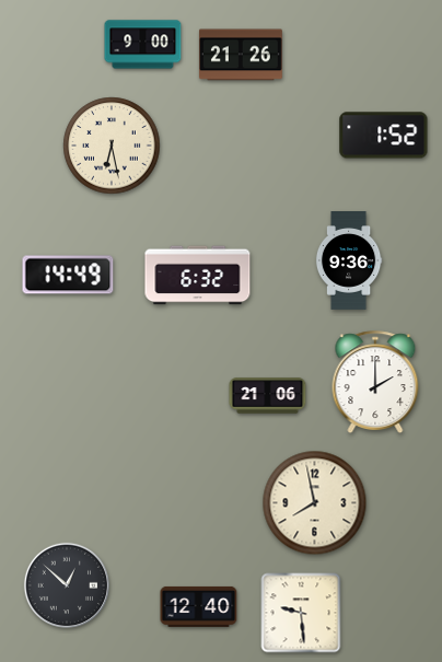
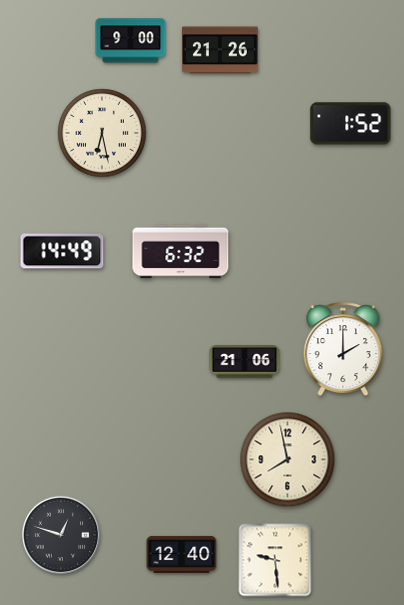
clock at (349, 262): 9:36 -> none
clock at (66, 584): 12:52 -> 12:48
